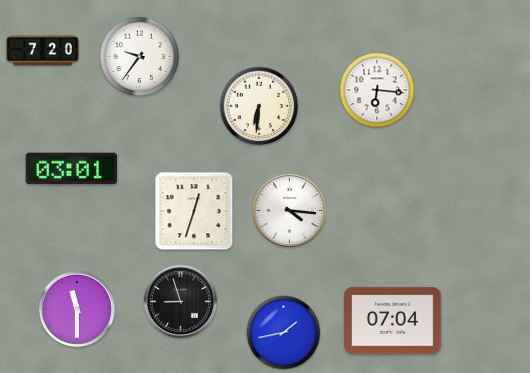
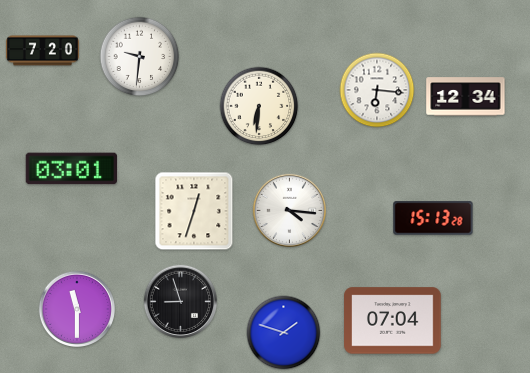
clock at (140, 57): 9:36 -> 9:31
clock at (466, 97): none -> 12:34
clock at (433, 218): none -> 15:13
clock at (284, 333): 1:43 -> 1:48
